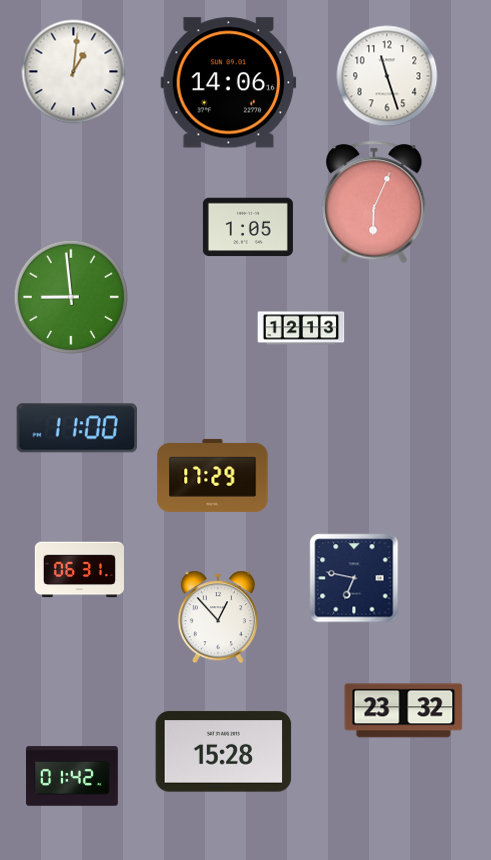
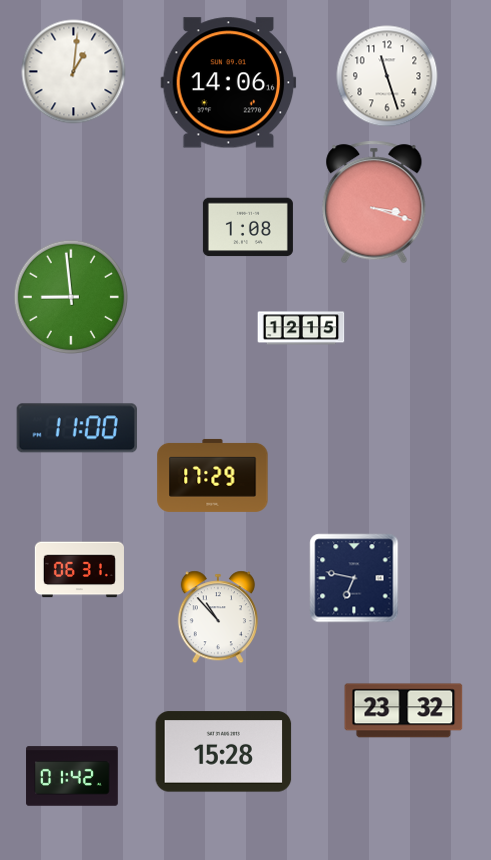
clock at (374, 202): 6:04 -> 3:18
clock at (248, 227): 1:05 -> 1:08
clock at (301, 328): 12:13 -> 12:15
clock at (218, 617): 12:53 -> 10:53
